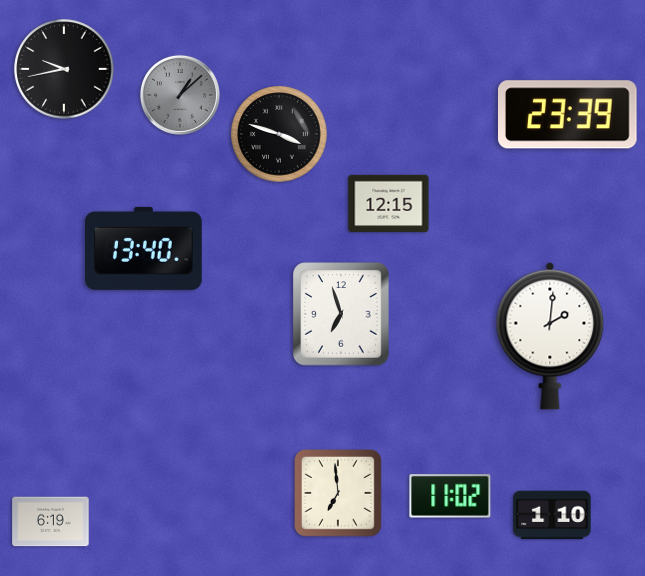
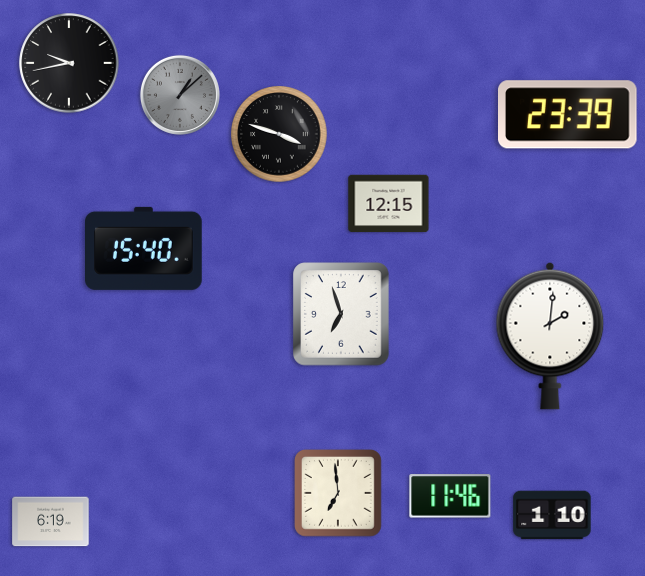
clock at (64, 69) position: (64, 69) -> (69, 63)
clock at (144, 248): 13:40 -> 15:40
clock at (450, 496): 11:02 -> 11:46
